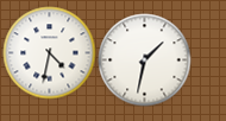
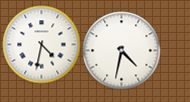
clock at (144, 59): 1:32 -> 4:32
